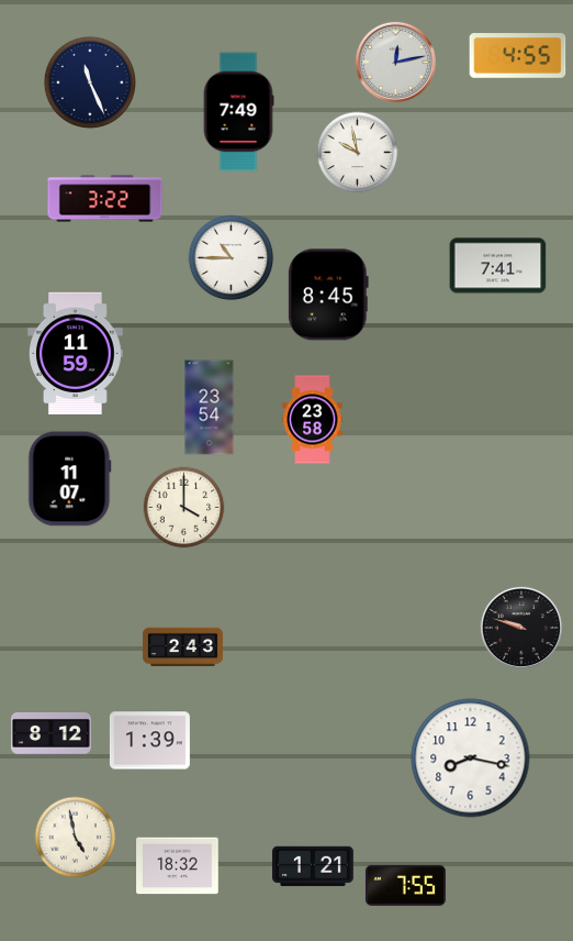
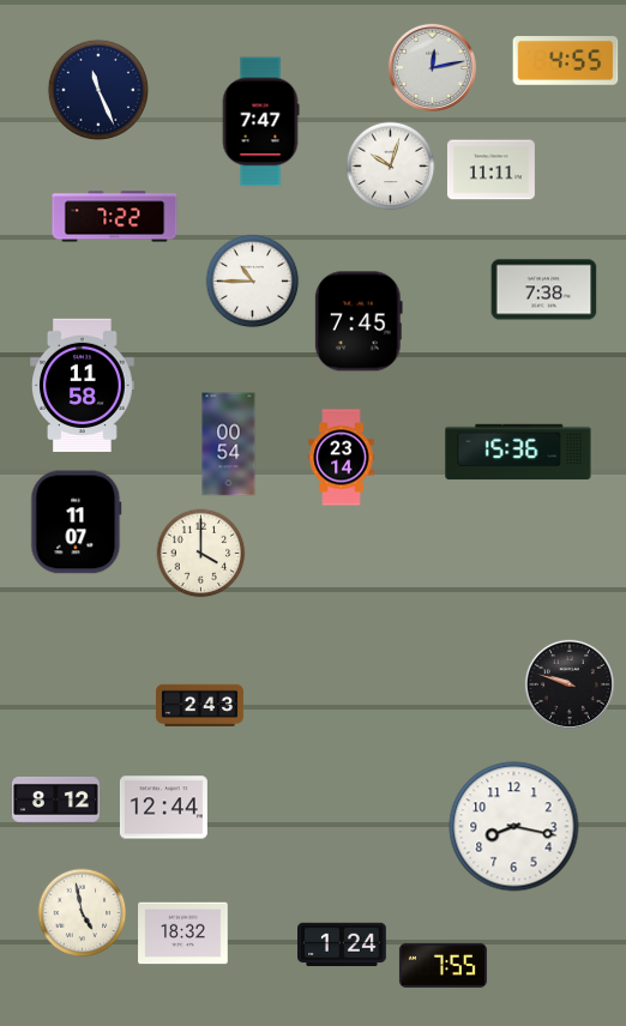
clock at (238, 112): 7:49 -> 7:47
clock at (358, 153): 9:58 -> 10:03
clock at (490, 170): none -> 11:11
clock at (105, 199): 3:22 -> 7:22
clock at (498, 266): 7:41 -> 7:38
clock at (328, 295): 8:45 -> 7:45
clock at (76, 353): 11:59 -> 11:58
clock at (210, 408): 23:54 -> 00:54
clock at (518, 452): none -> 15:36
clock at (313, 420): 23:58 -> 23:14
clock at (149, 741): 1:39 -> 12:44
clock at (178, 866) position: (178, 866) -> (183, 934)
clock at (314, 866): 1:21 -> 1:24
